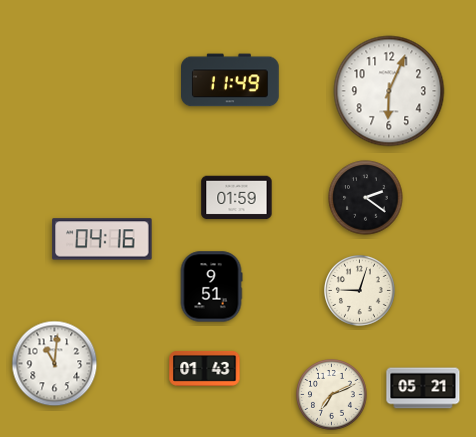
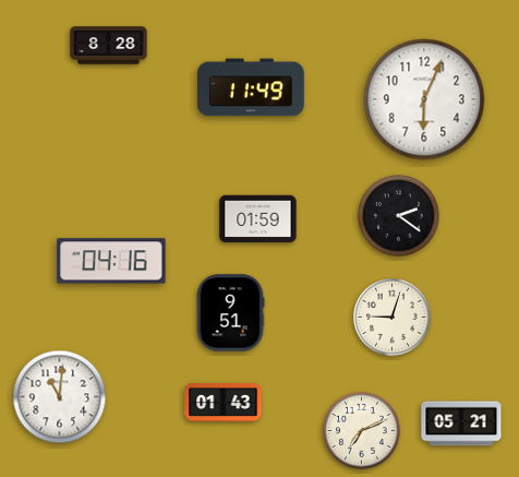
clock at (109, 46): none -> 8:28
clock at (237, 198) position: (237, 198) -> (258, 219)
